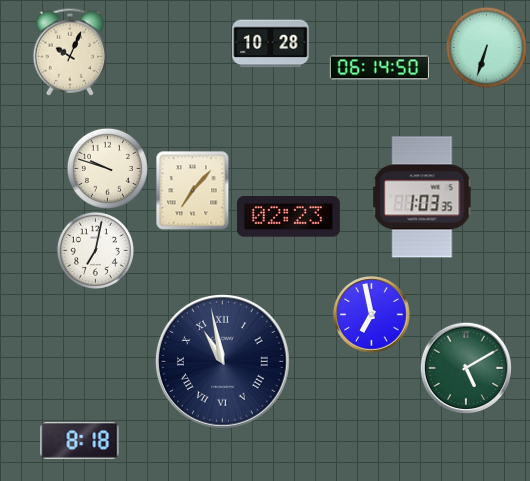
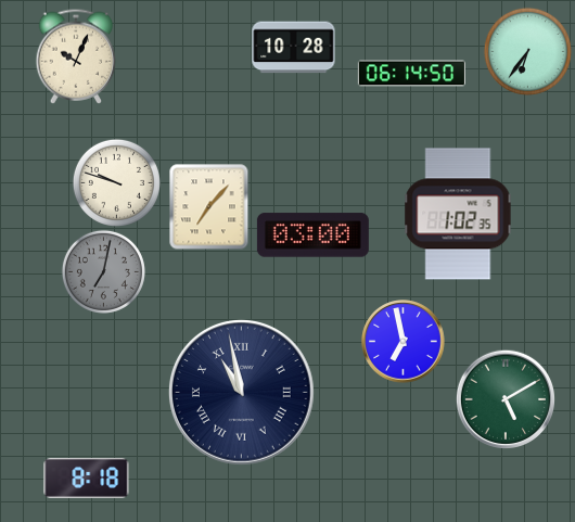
clock at (486, 47): 6:33 -> 6:36
clock at (422, 197): 1:03 -> 1:02
clock at (288, 217): 02:23 -> 03:00
clock at (95, 250) dial: white -> grey
